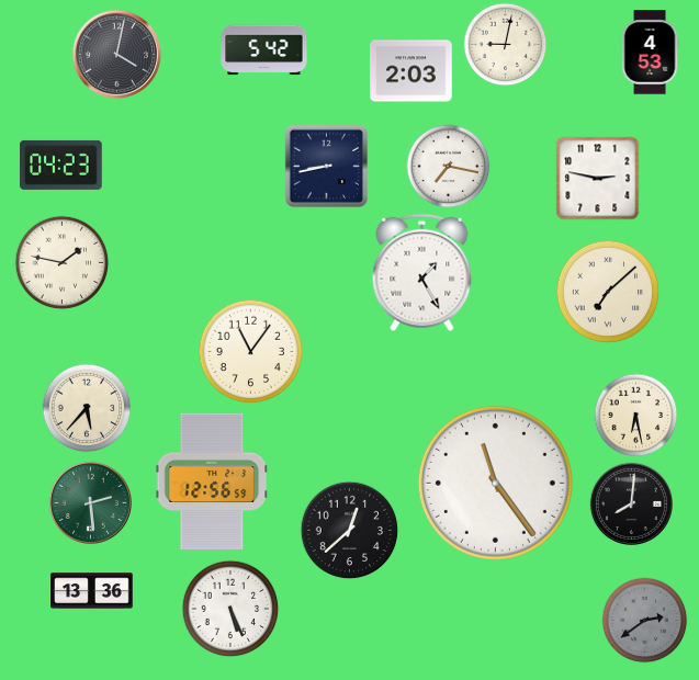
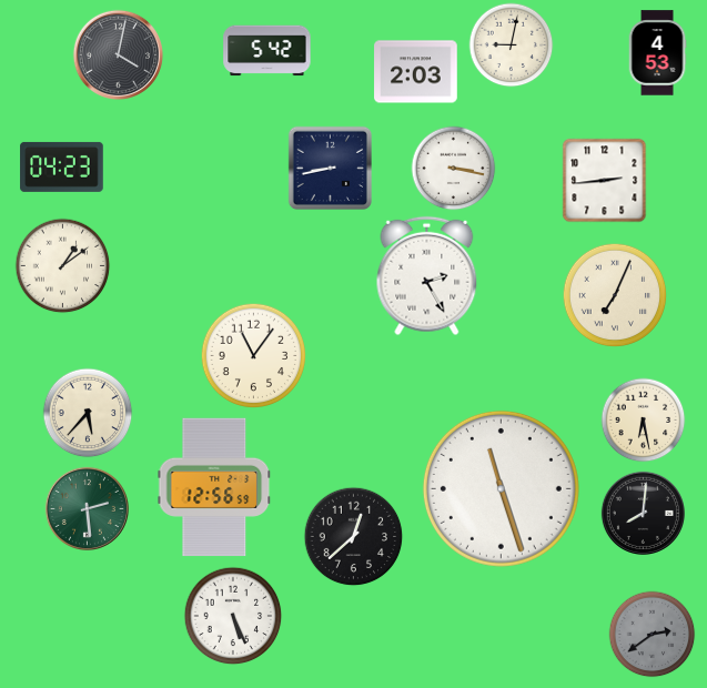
clock at (449, 167): 7:17 -> 3:17
clock at (598, 179): 2:47 -> 2:44
clock at (63, 263): 1:47 -> 1:09
clock at (422, 273): 1:25 -> 2:25
clock at (608, 292): 7:08 -> 7:04
clock at (495, 483): 11:24 -> 11:27
clock at (90, 502) position: (90, 502) -> (87, 508)
clock at (631, 503) position: (631, 503) -> (643, 513)
clock at (92, 591): 13:36 -> none
clock at (645, 621) position: (645, 621) -> (653, 635)
